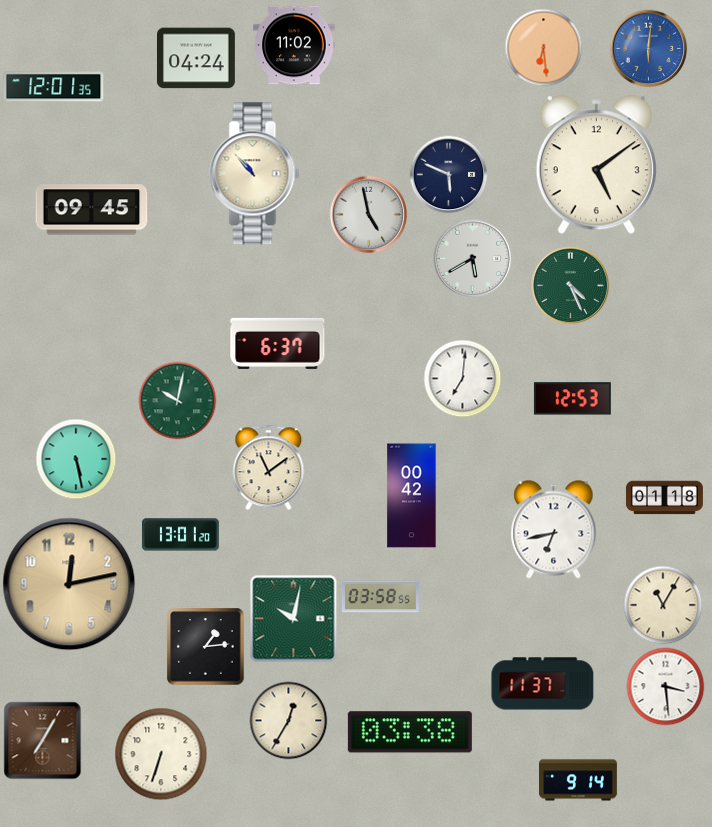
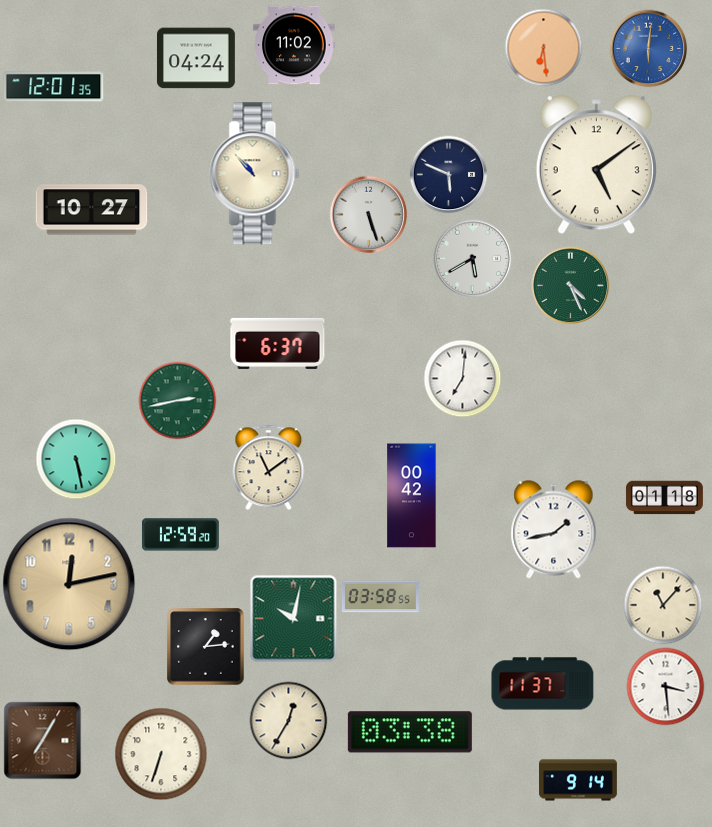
clock at (92, 210): 09:45 -> 10:27
clock at (368, 214): 4:58 -> 5:27
clock at (572, 399): 12:53 -> none
clock at (177, 400): 10:02 -> 2:43
clock at (554, 530): 6:43 -> 1:43
clock at (180, 535): 13:01 -> 12:59
clock at (663, 605): 11:05 -> 11:07
